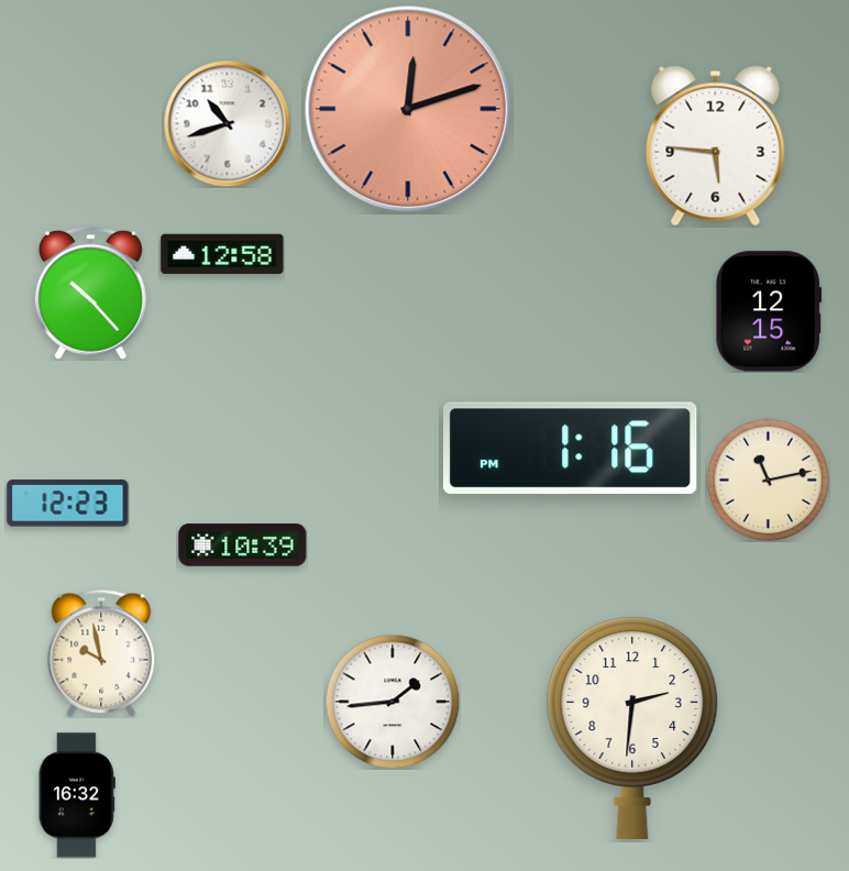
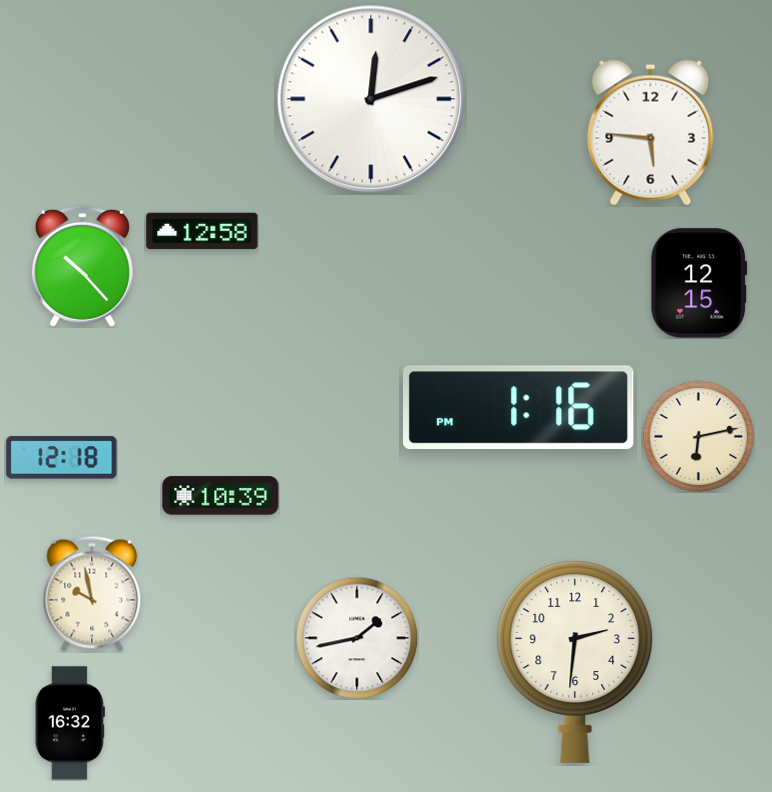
clock at (408, 109) dial: salmon -> white
clock at (227, 123): 10:42 -> none
clock at (768, 479): 11:13 -> 6:13
clock at (68, 504): 12:23 -> 12:18
clock at (393, 702): 1:44 -> 1:43
